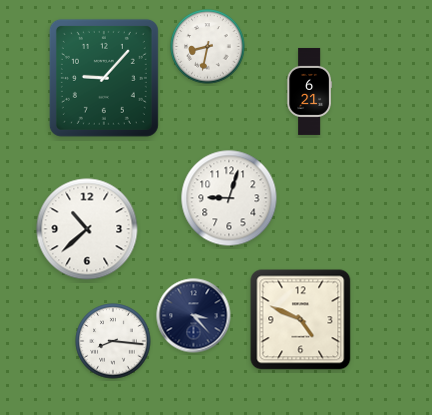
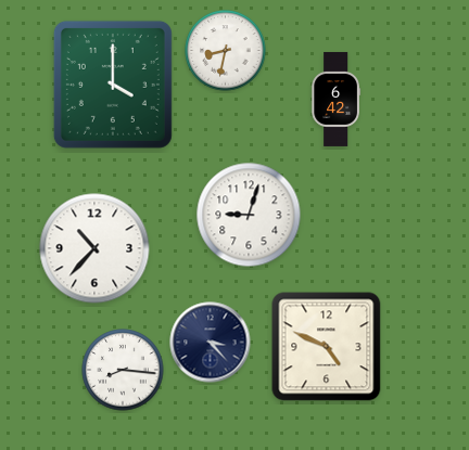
clock at (104, 78): 9:07 -> 4:00
clock at (309, 91): 6:21 -> 6:42
clock at (87, 229): 10:38 -> 10:37
